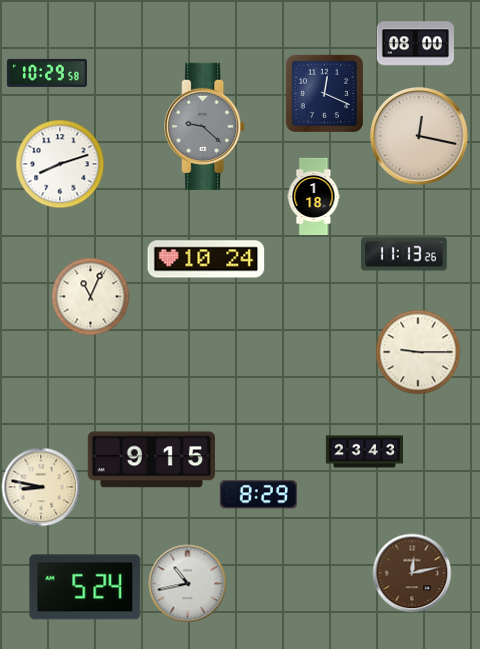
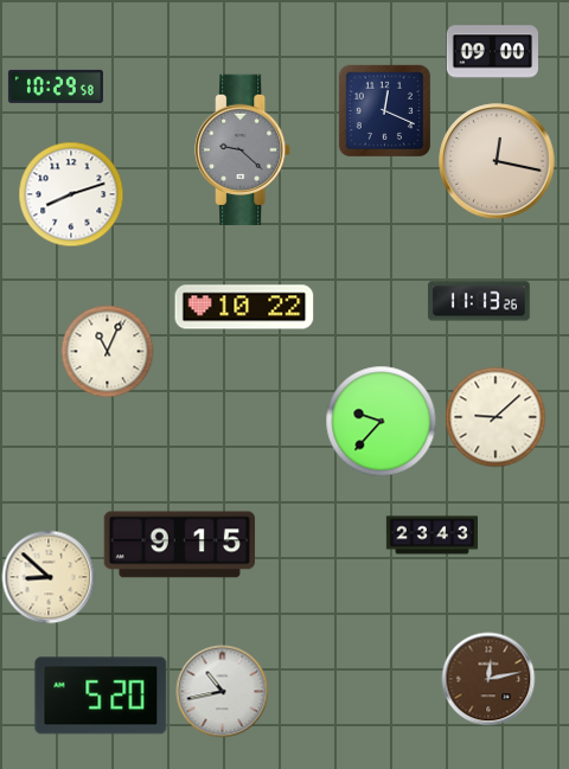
clock at (415, 44): 08:00 -> 09:00
clock at (314, 196): 1:18 -> none
clock at (206, 259): 10:24 -> 10:22
clock at (418, 352): 9:15 -> 9:08
clock at (381, 421): none -> 9:37
clock at (41, 487): 8:47 -> 8:52
clock at (258, 495): 8:29 -> none
clock at (85, 587): 5:24 -> 5:20
